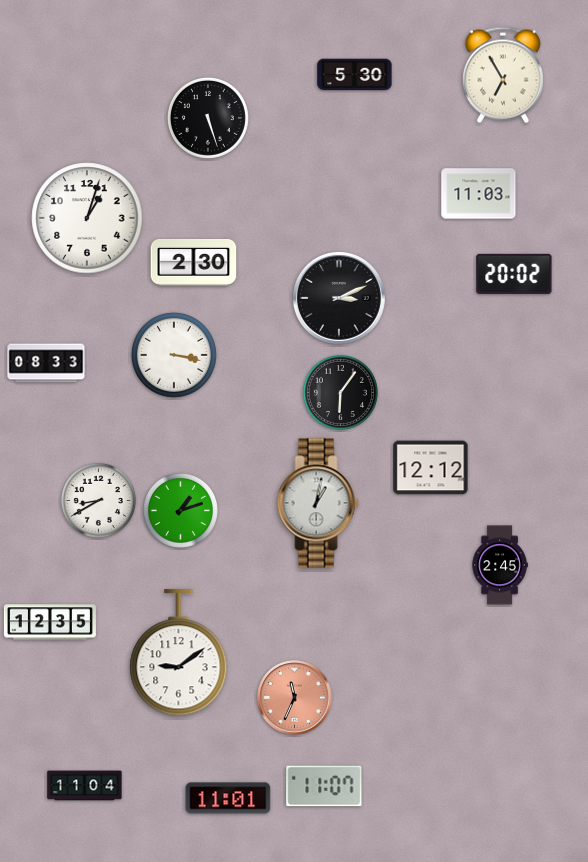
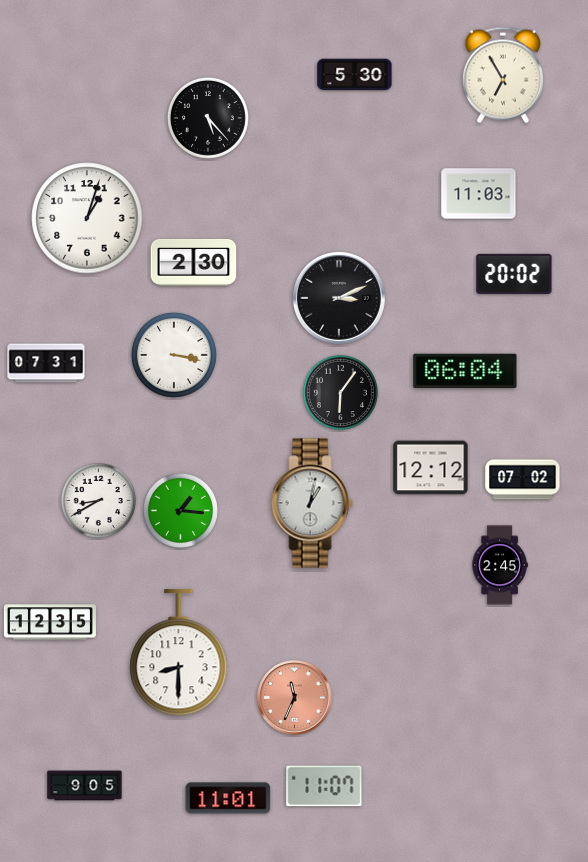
clock at (208, 118): 5:27 -> 5:23
clock at (46, 363): 08:33 -> 07:31
clock at (465, 371): none -> 06:04
clock at (523, 480): none -> 07:02
clock at (318, 503) position: (318, 503) -> (312, 503)
clock at (180, 510): 1:12 -> 1:16
clock at (179, 653): 9:09 -> 8:30
clock at (85, 786): 11:04 -> 9:05
